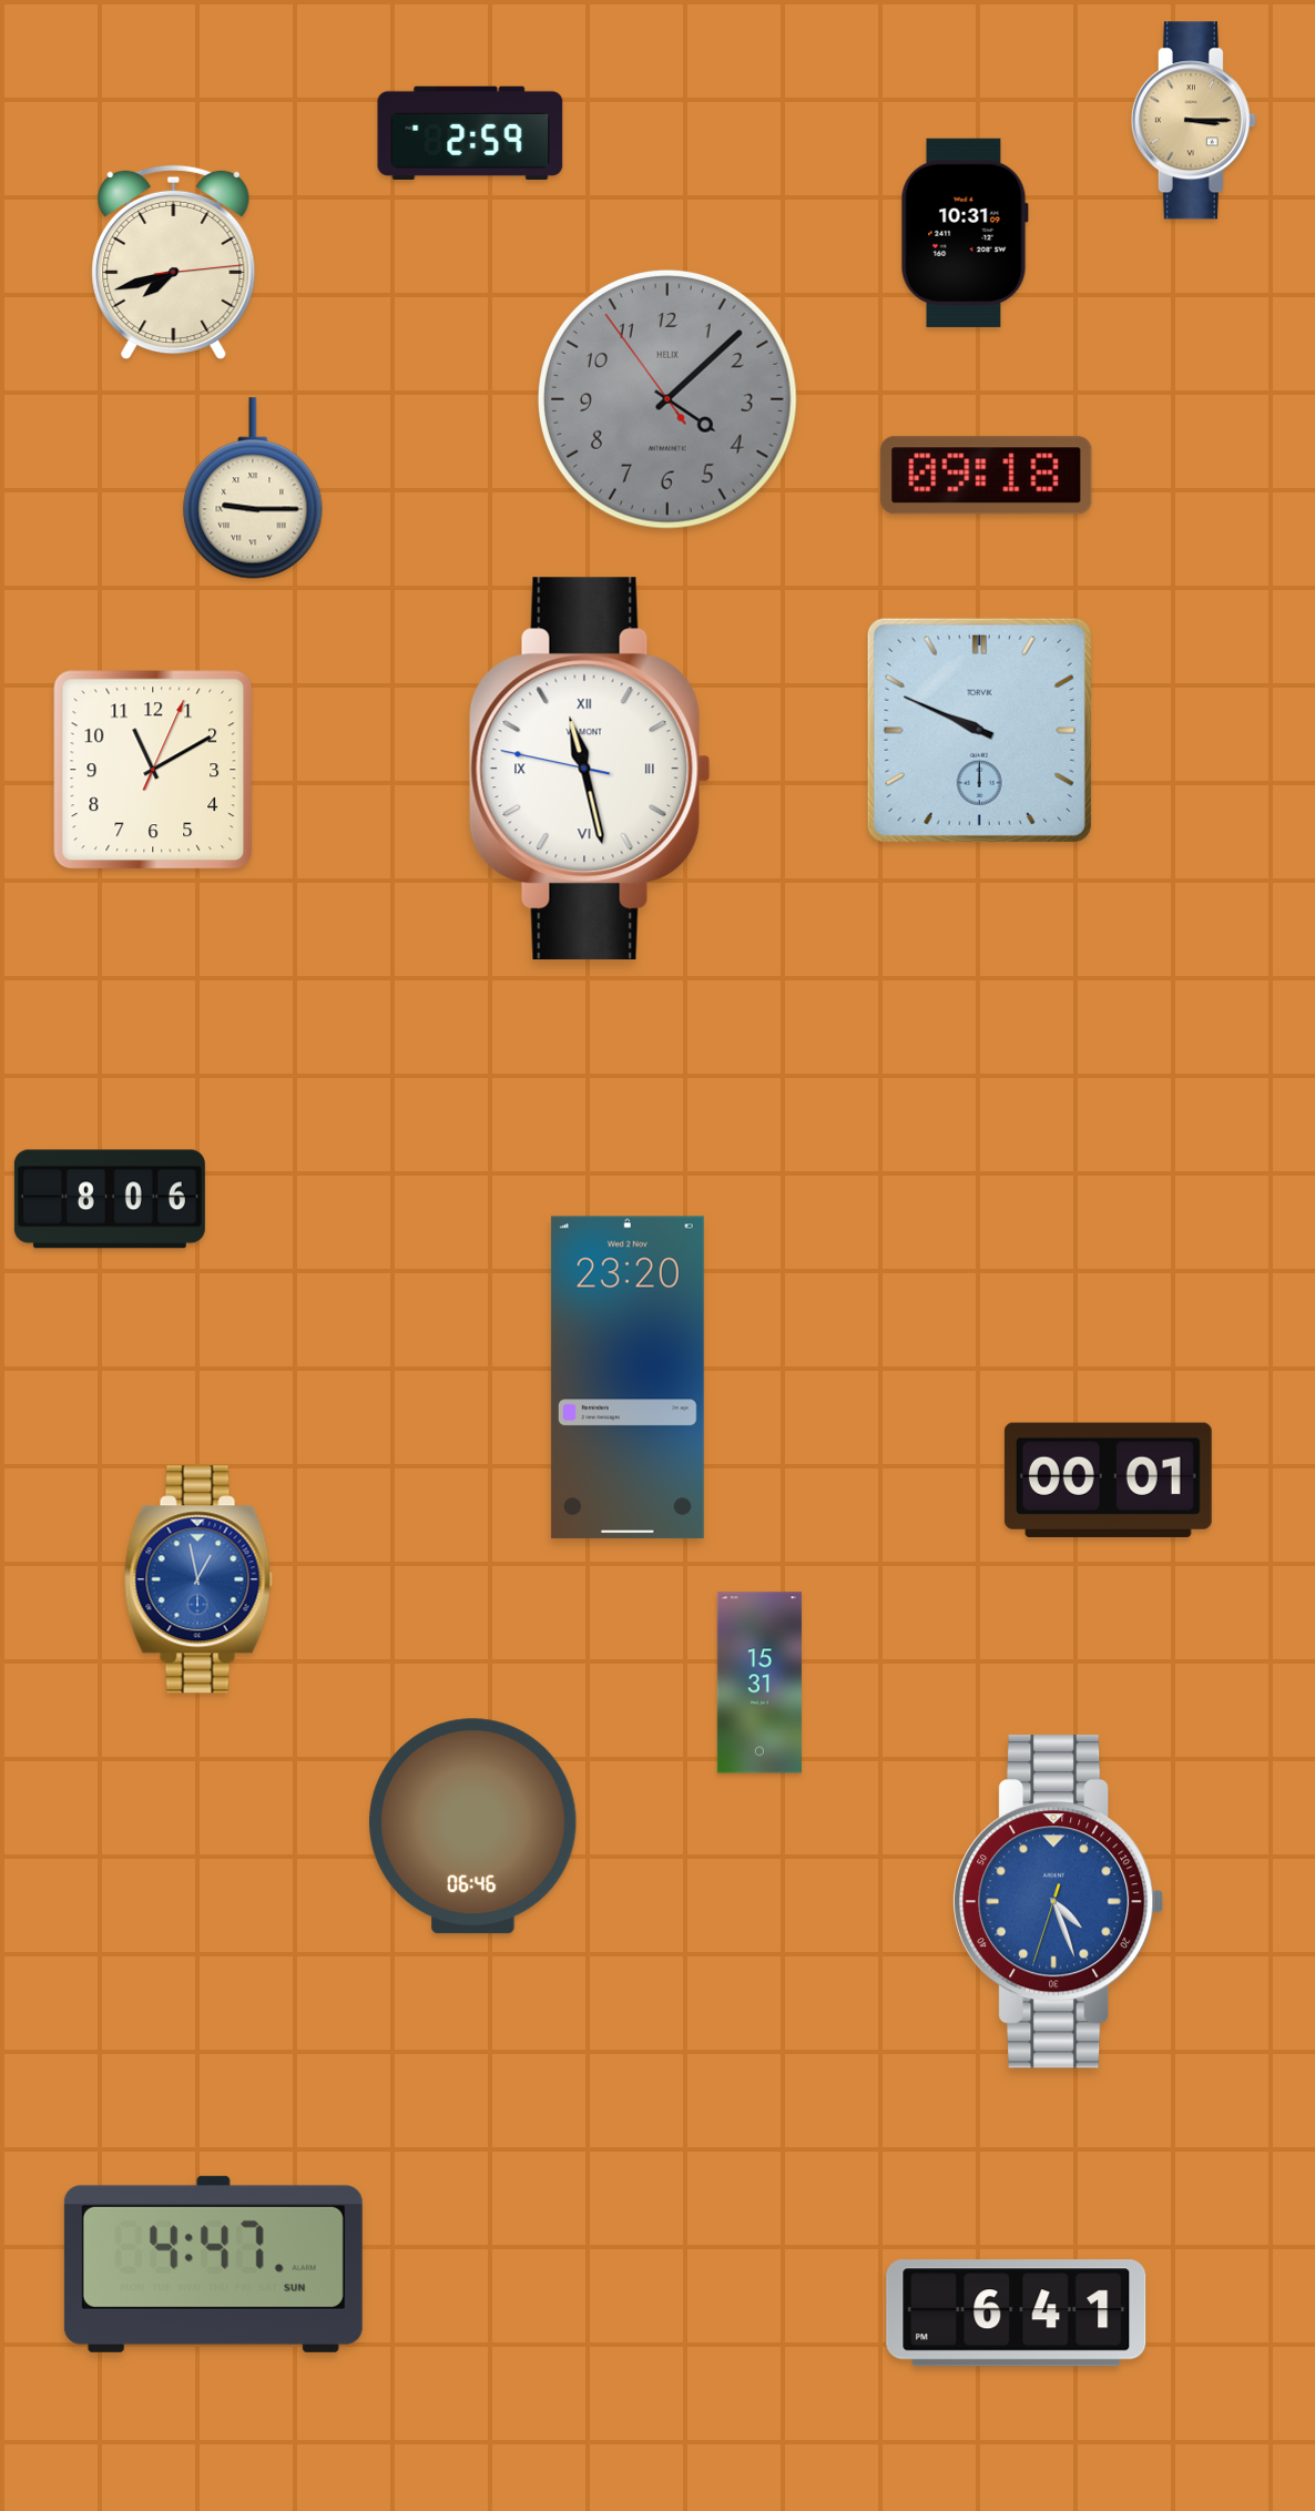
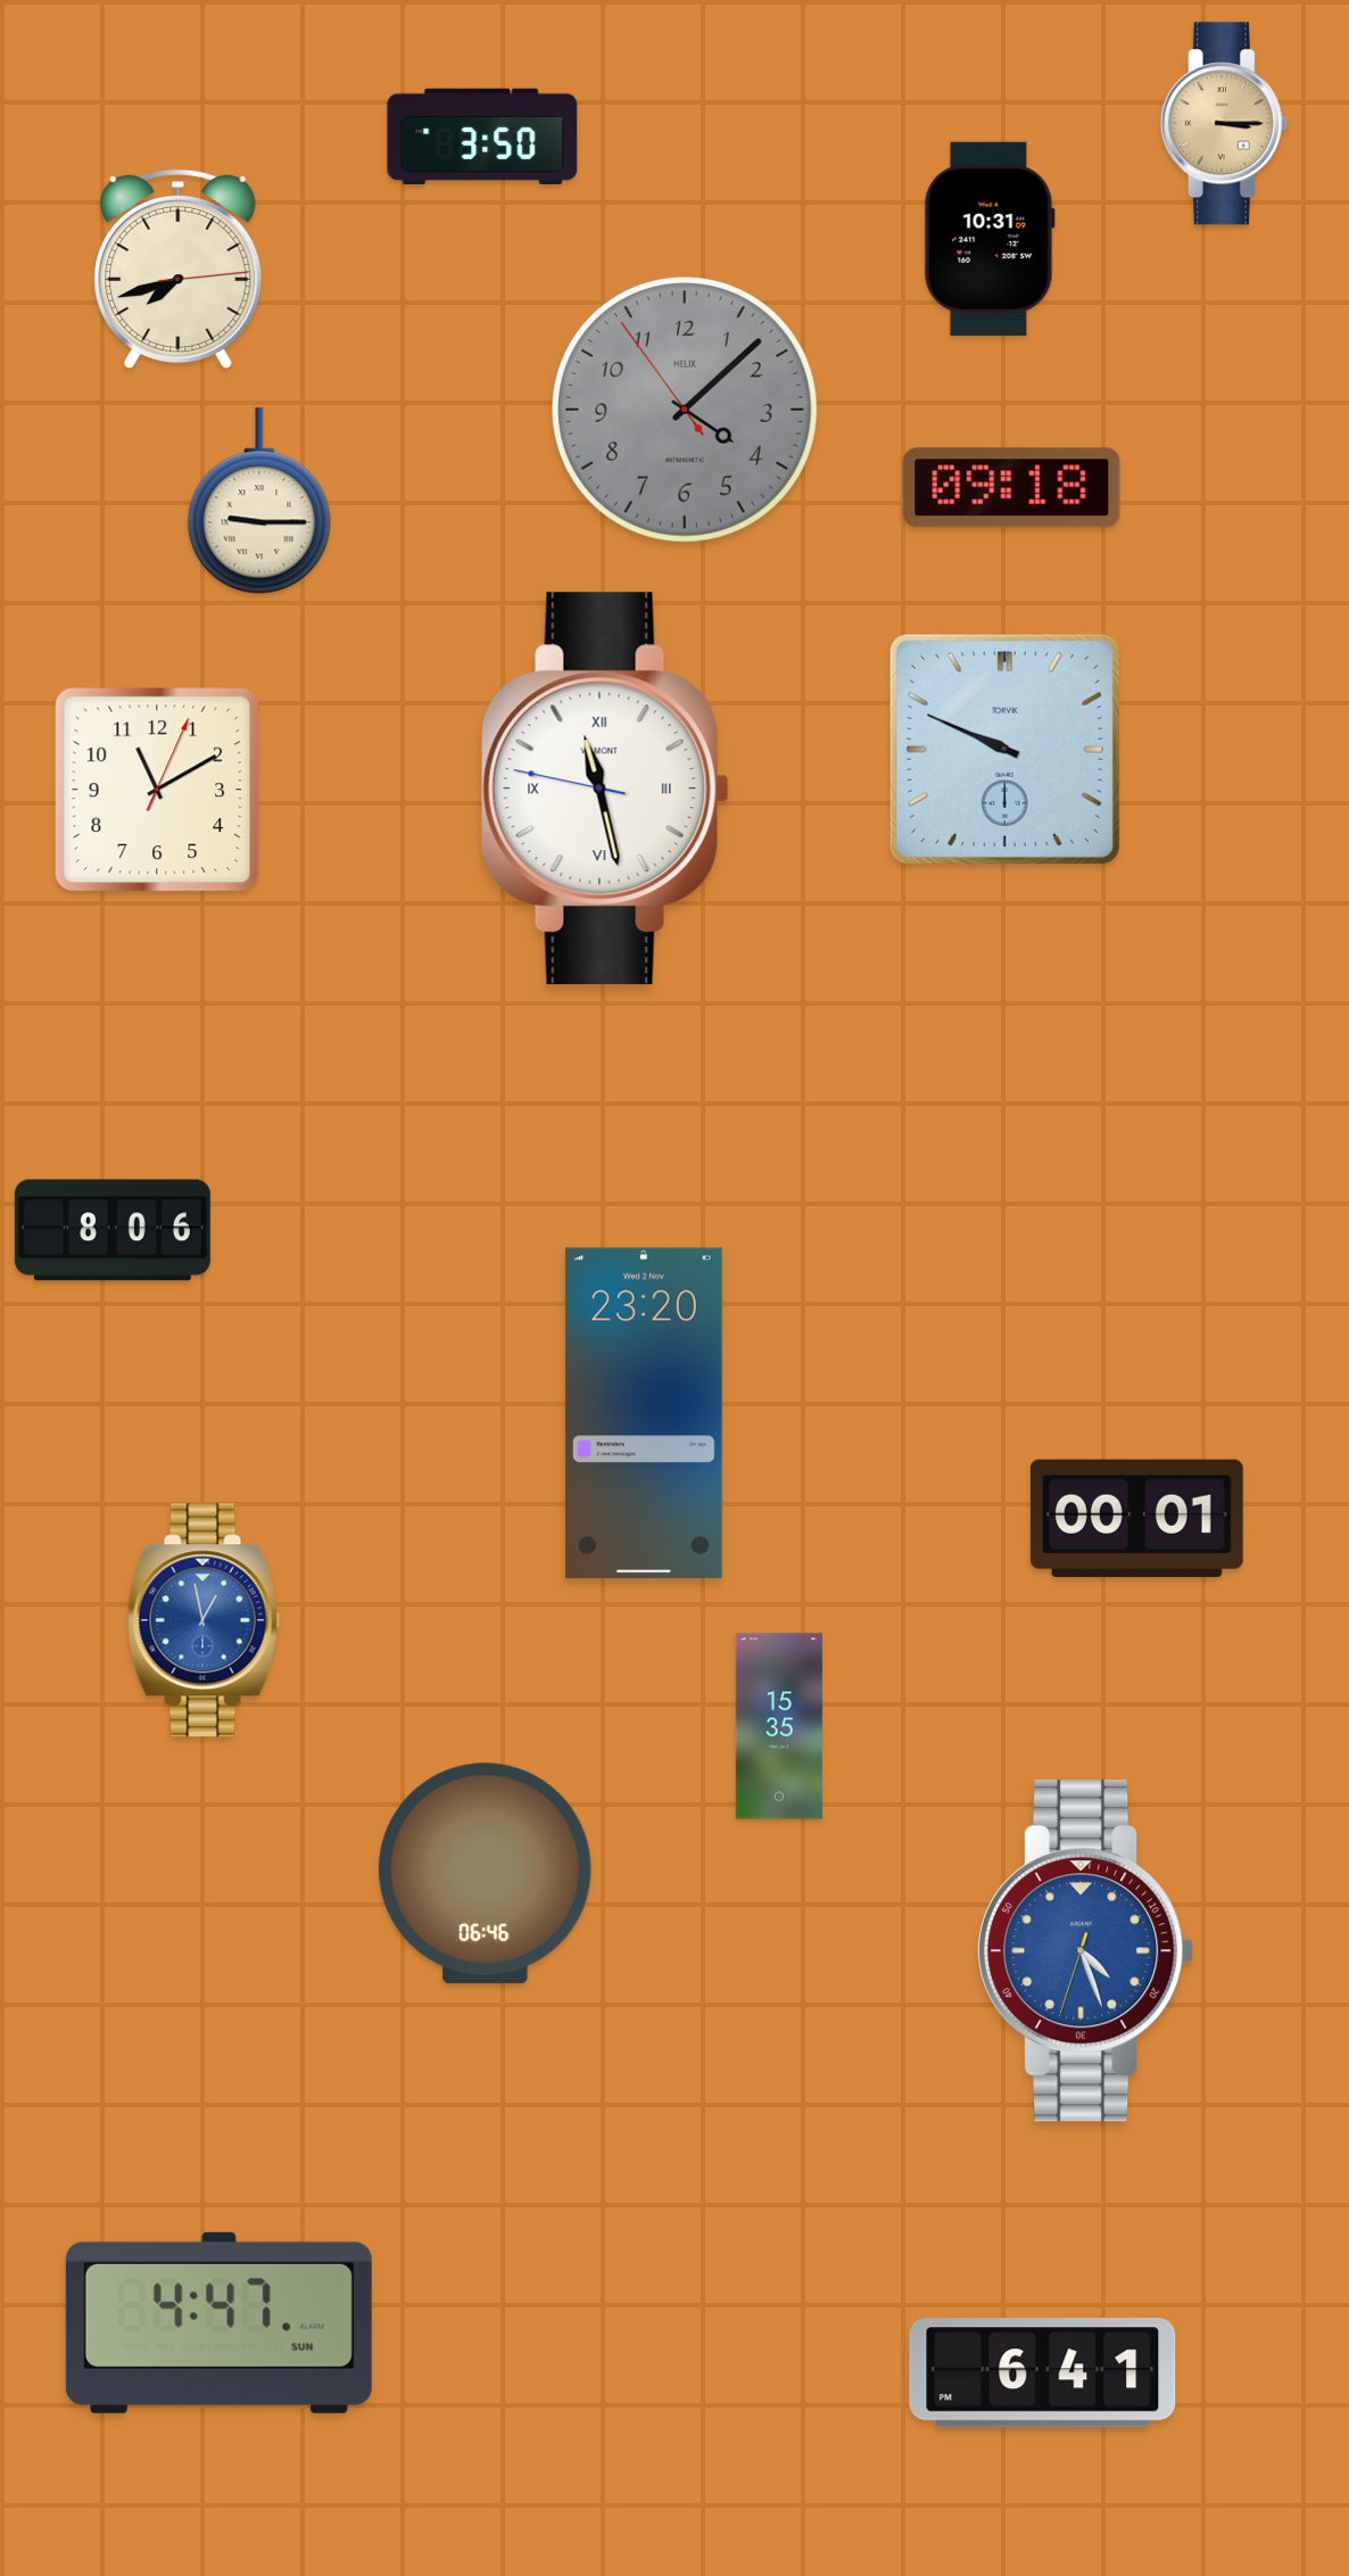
clock at (470, 133): 2:59 -> 3:50
clock at (760, 1683): 15:31 -> 15:35
